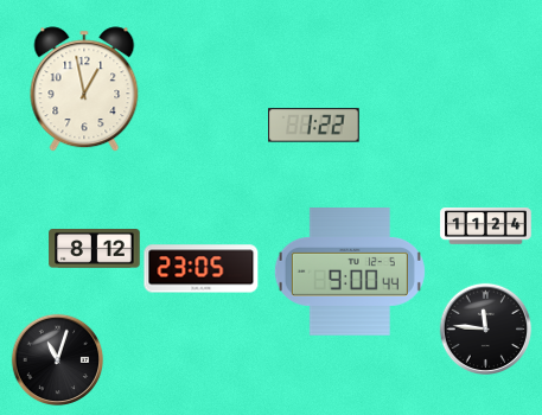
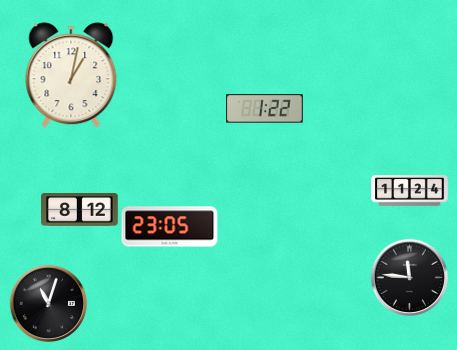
clock at (84, 89): 12:58 -> 1:02
clock at (314, 126) position: (314, 126) -> (265, 109)
clock at (350, 272): 9:00 -> none
